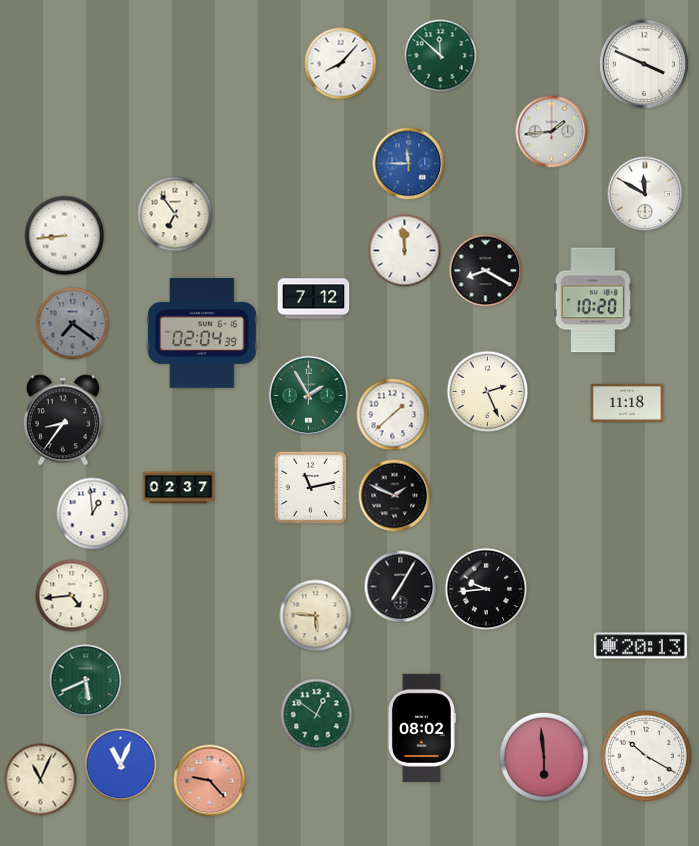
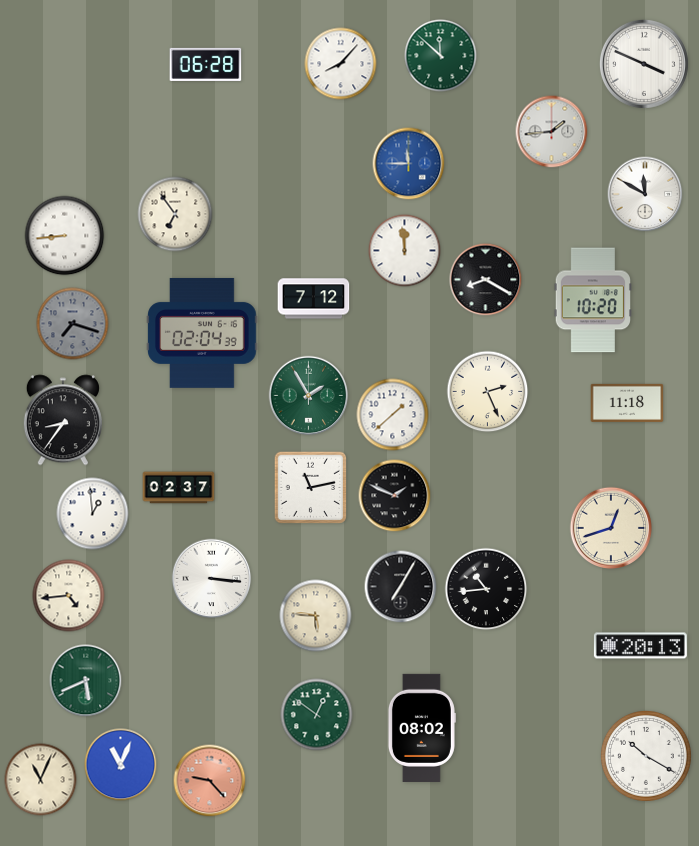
clock at (206, 64): none -> 06:28
clock at (486, 271) position: (486, 271) -> (486, 280)
clock at (73, 324): 7:21 -> 7:18
clock at (610, 527): none -> 12:42
clock at (212, 579): none -> 3:16
clock at (486, 589): 9:44 -> 10:44
clock at (72, 596) position: (72, 596) -> (69, 596)
clock at (544, 757): 5:59 -> none
